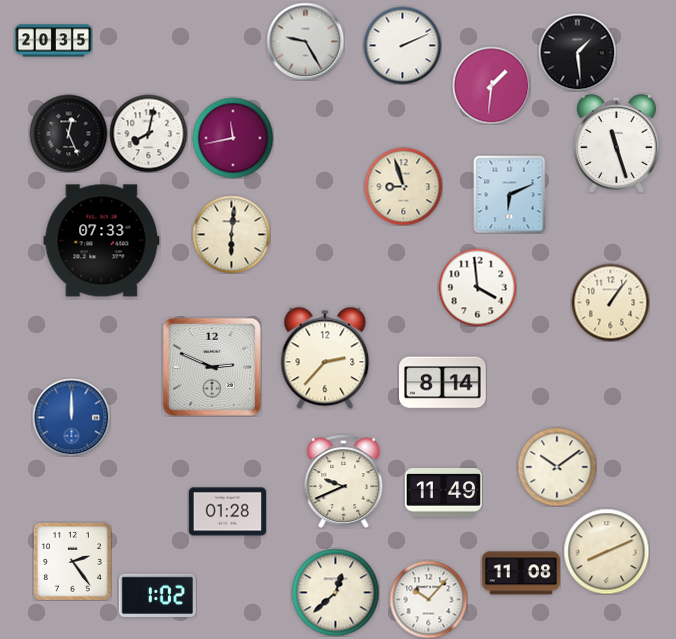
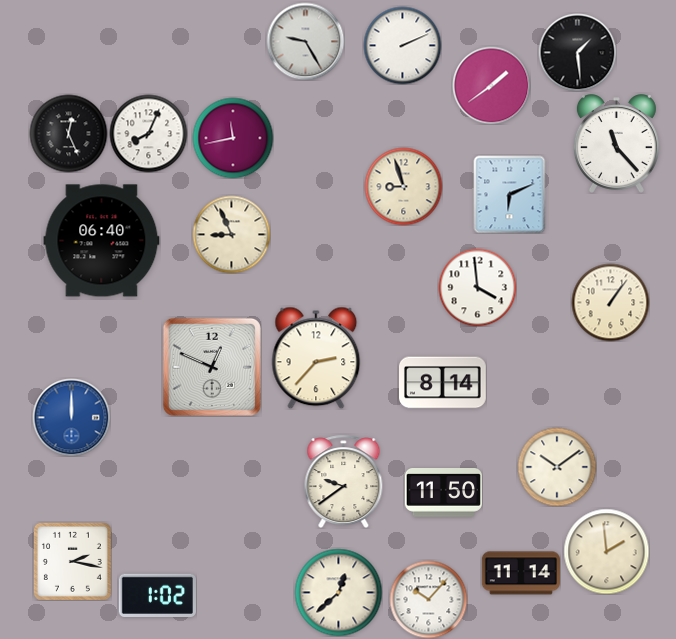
clock at (53, 41): 20:35 -> none
clock at (491, 85): 1:31 -> 1:39
clock at (148, 133): 8:02 -> 8:04
clock at (616, 144): 11:27 -> 11:23
clock at (231, 234): 6:01 -> 8:56
clock at (102, 241): 07:33 -> 06:40
clock at (325, 358) position: (325, 358) -> (316, 358)
clock at (212, 367): 2:49 -> 12:49
clock at (344, 481): 9:41 -> 9:39
clock at (443, 493): 11:49 -> 11:50
clock at (227, 512): 01:28 -> none
clock at (606, 551): 8:11 -> 1:59
clock at (72, 561): 2:24 -> 2:17
clock at (521, 573): 11:08 -> 11:14
clock at (335, 592) position: (335, 592) -> (338, 592)
